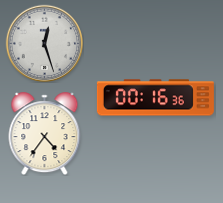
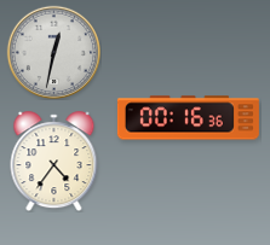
clock at (44, 43): 12:27 -> 12:32
